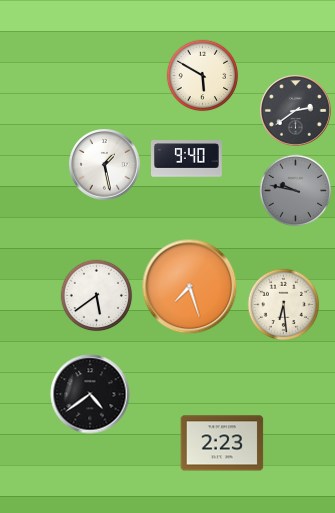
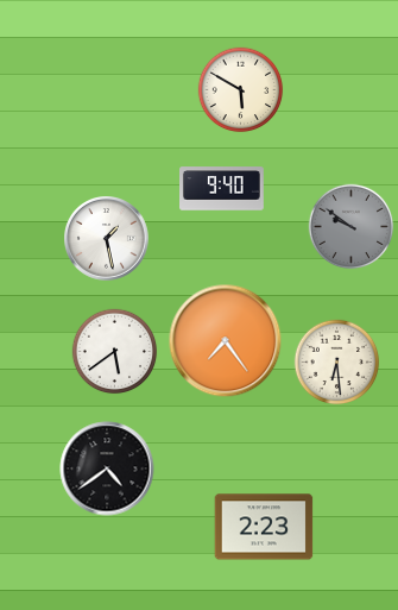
clock at (296, 111): 2:39 -> none
clock at (105, 165) position: (105, 165) -> (107, 239)
clock at (296, 191): 9:47 -> 9:51
clock at (190, 287): 7:27 -> 7:24
